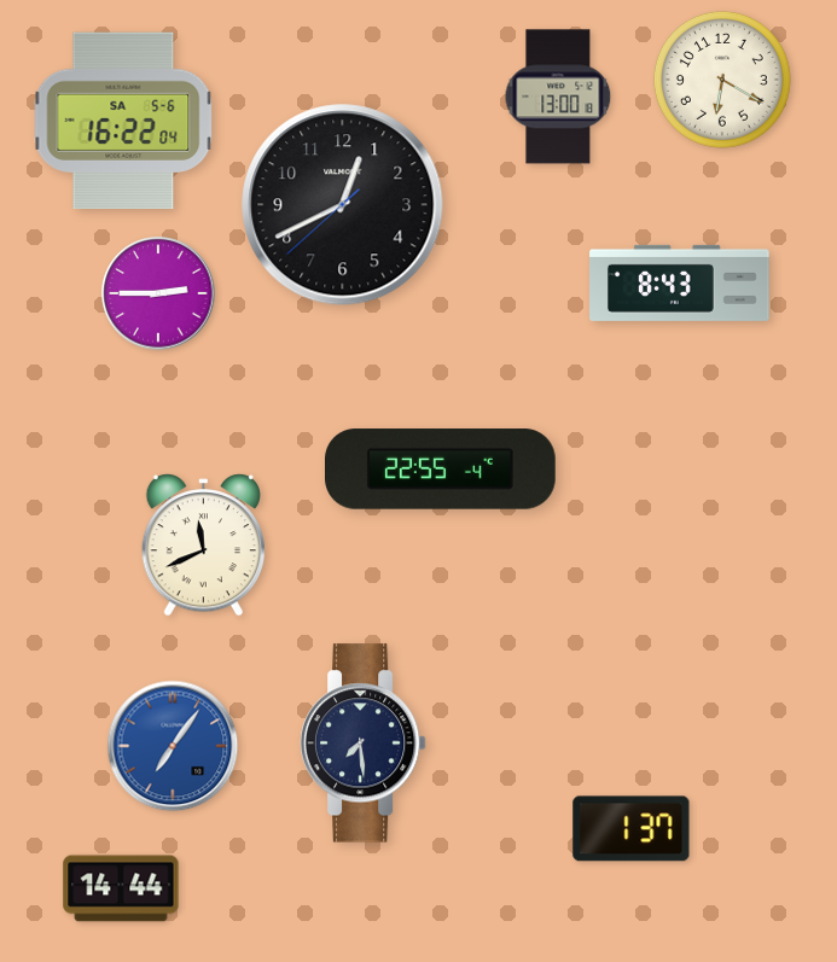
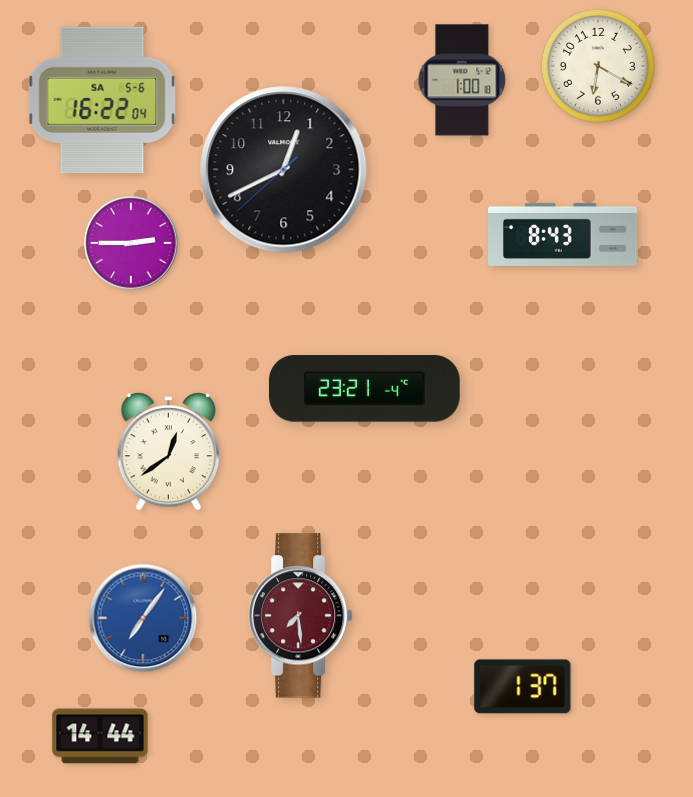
clock at (558, 97): 13:00 -> 1:00
clock at (441, 470): 22:55 -> 23:21
clock at (204, 546): 11:41 -> 12:39
clock at (362, 744) dial: navy -> burgundy
